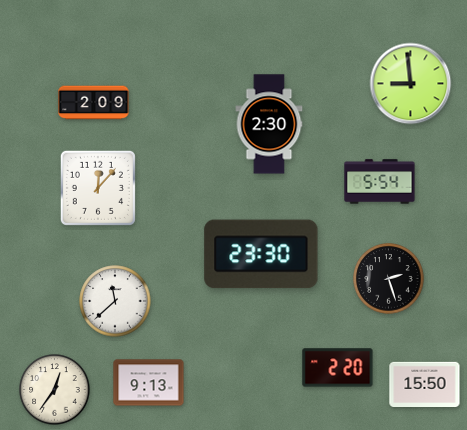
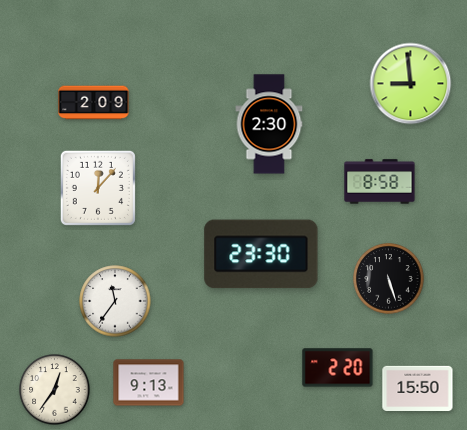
clock at (380, 182): 5:54 -> 8:58
clock at (389, 279): 2:27 -> 5:27
clock at (115, 301): 11:38 -> 11:36
clock at (425, 384) position: (425, 384) -> (418, 388)
